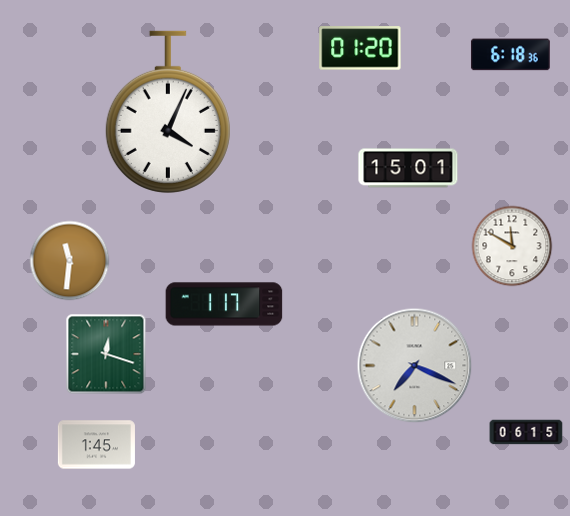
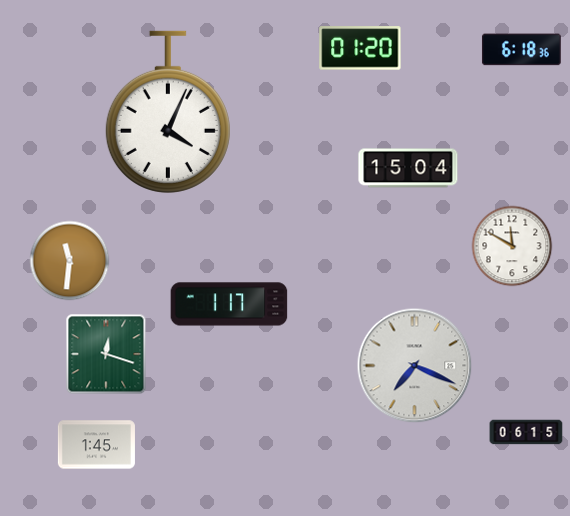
clock at (510, 55) position: (510, 55) -> (521, 50)
clock at (408, 168): 15:01 -> 15:04
clock at (224, 304) position: (224, 304) -> (229, 304)
